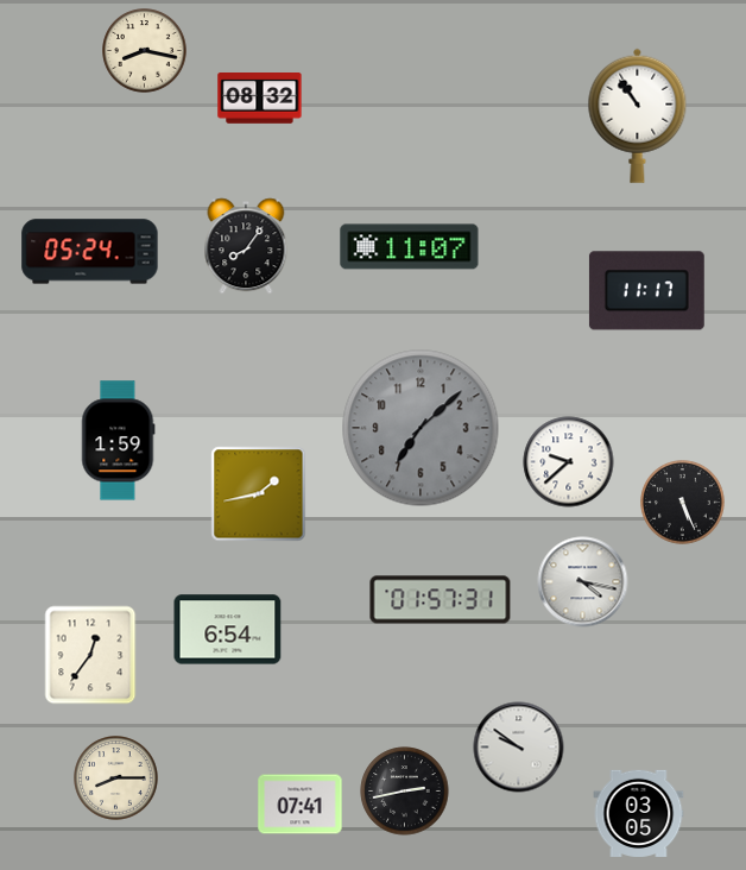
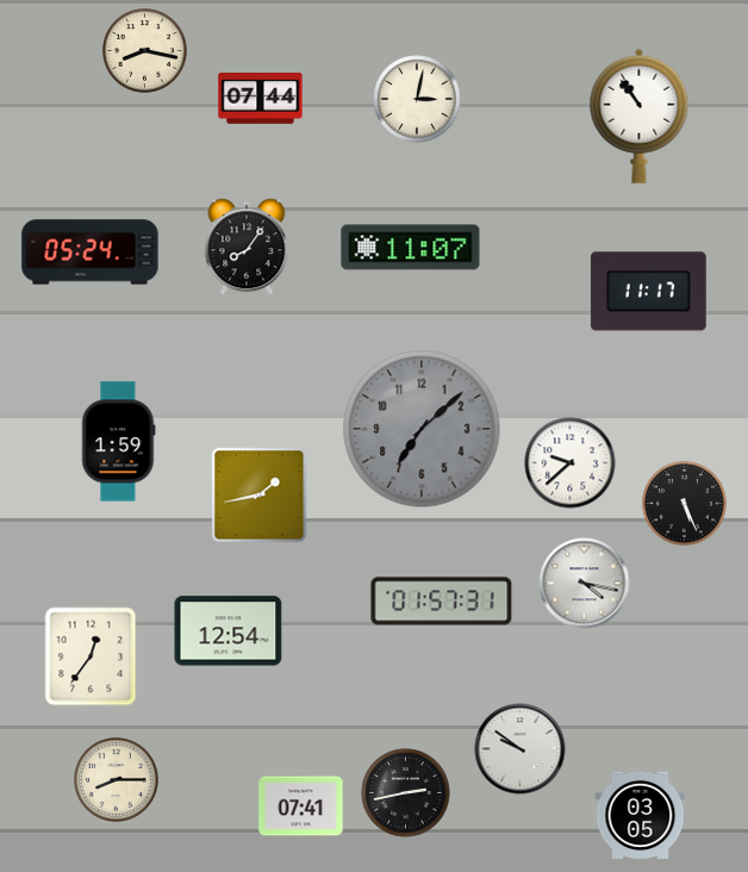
clock at (260, 99): 08:32 -> 07:44
clock at (417, 99): none -> 3:02
clock at (228, 630): 6:54 -> 12:54
